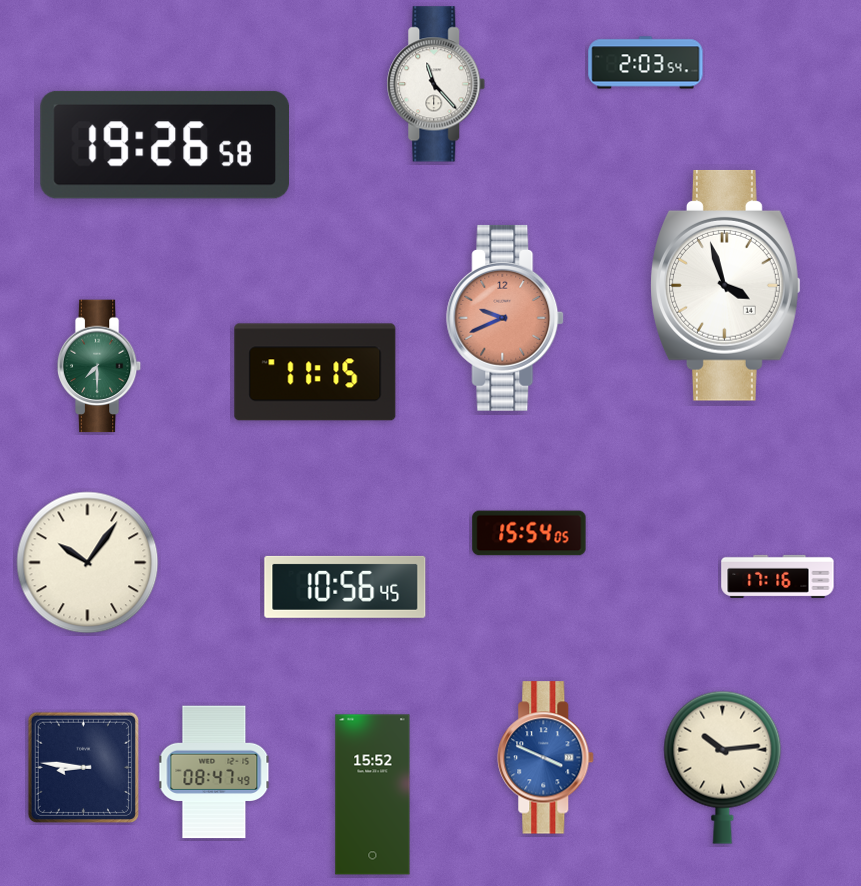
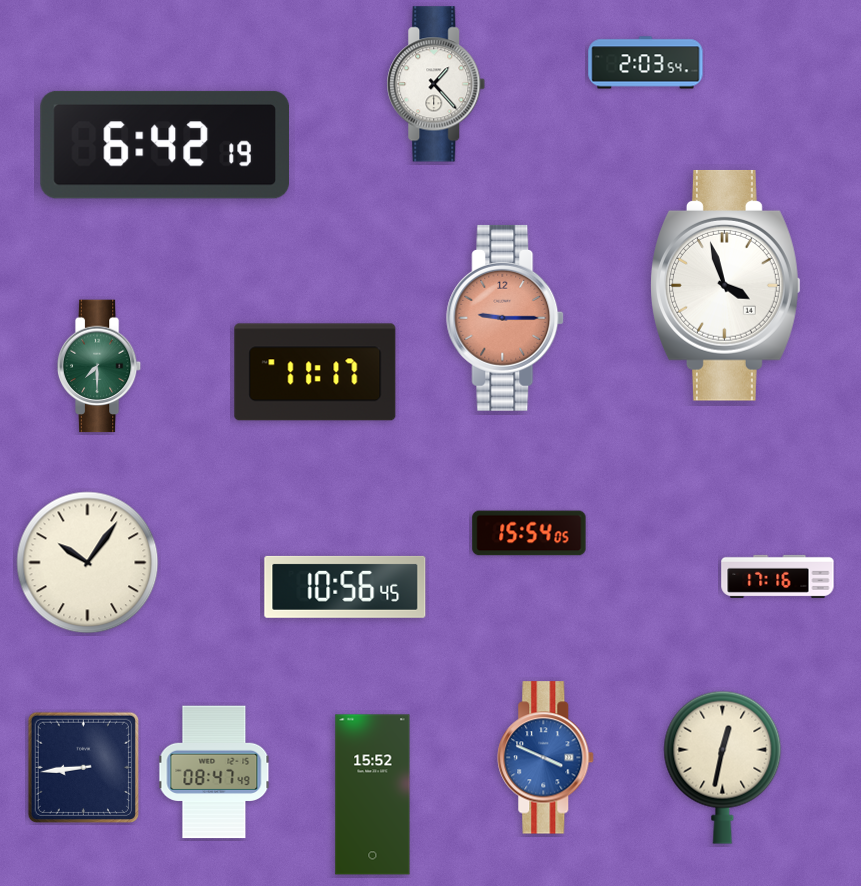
clock at (436, 84): 11:23 -> 1:23
clock at (164, 145): 19:26 -> 6:42
clock at (506, 318): 9:41 -> 9:15
clock at (315, 372): 11:15 -> 11:17
clock at (83, 767): 8:46 -> 8:44
clock at (723, 767): 10:14 -> 12:32
